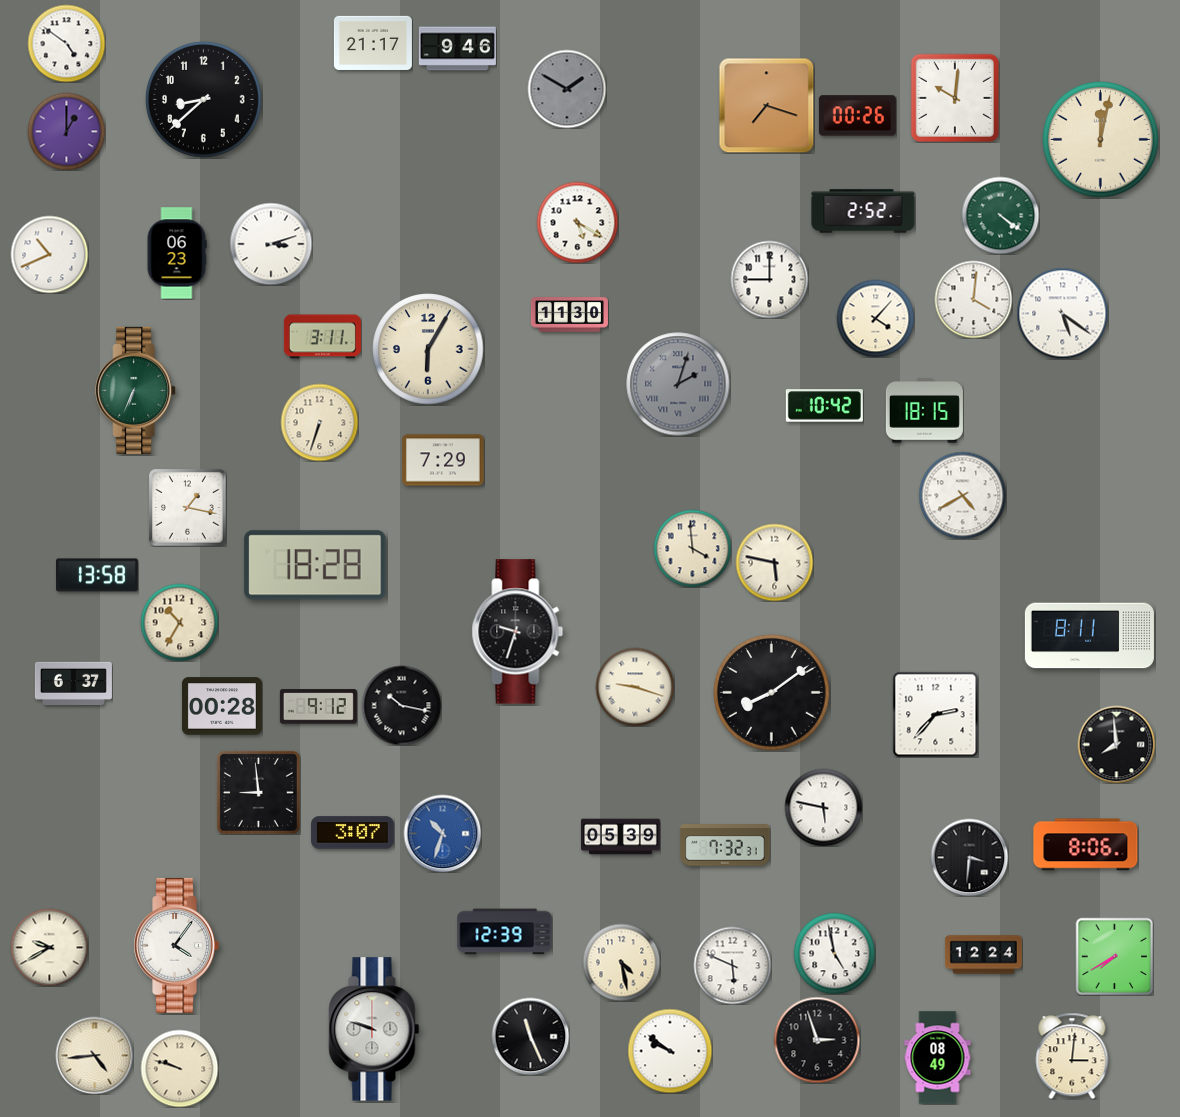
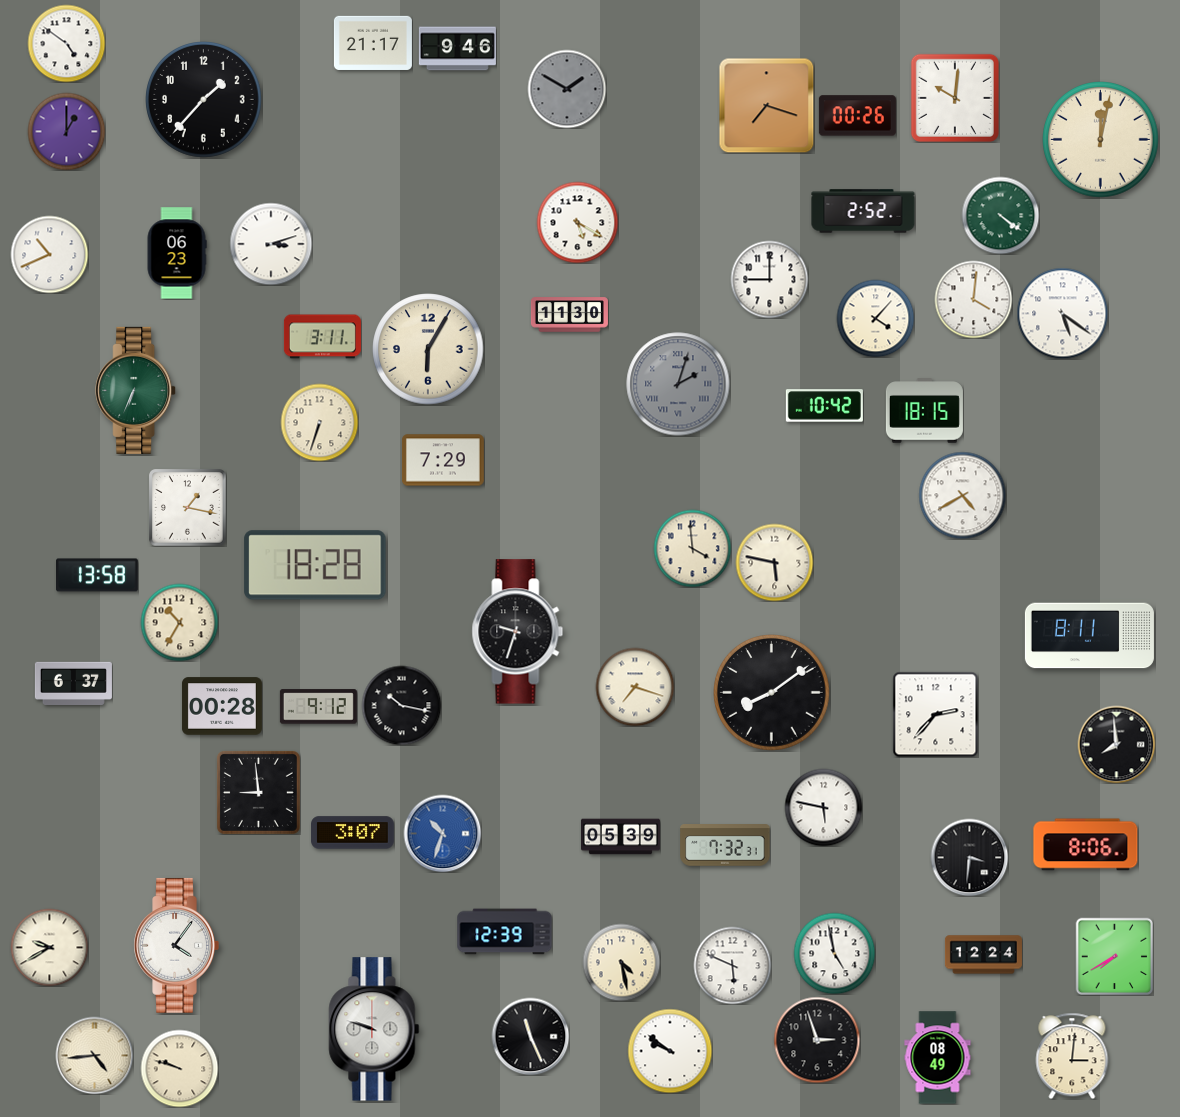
clock at (204, 100): 8:38 -> 1:37
clock at (635, 687): 9:18 -> 7:18
